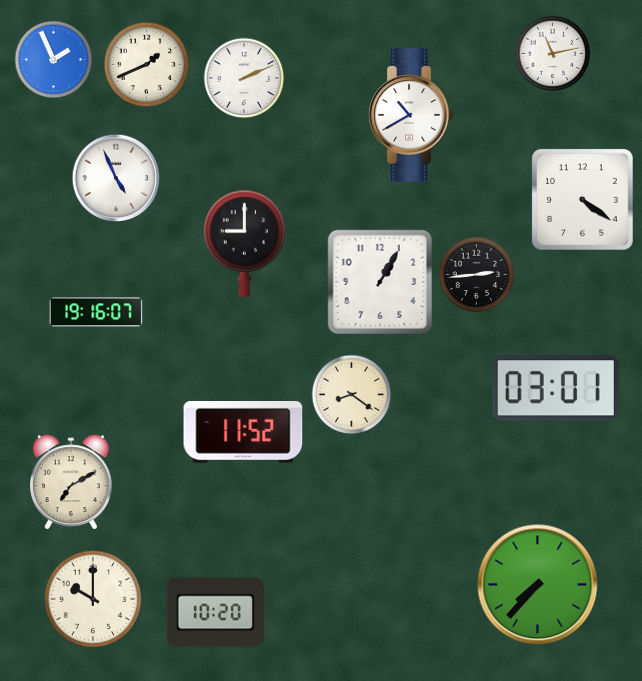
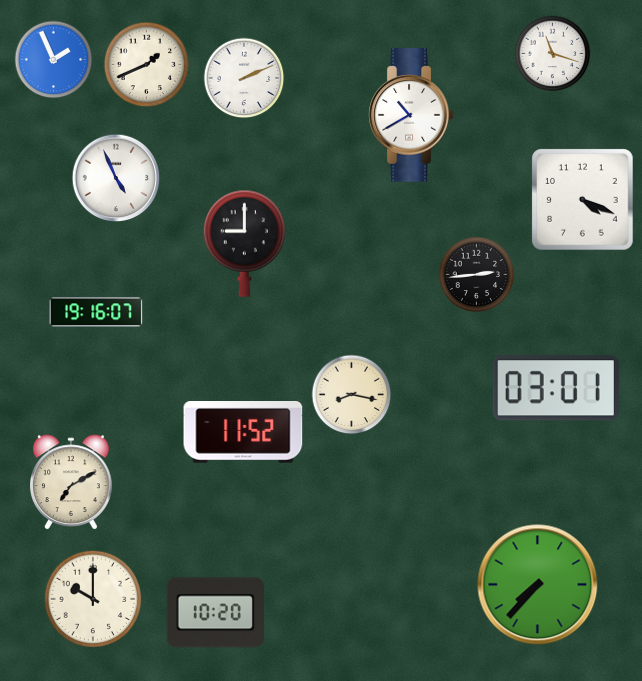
clock at (553, 54): 11:13 -> 11:18
clock at (583, 200): 4:21 -> 4:19
clock at (379, 281): 1:05 -> none
clock at (352, 395): 8:21 -> 8:17
